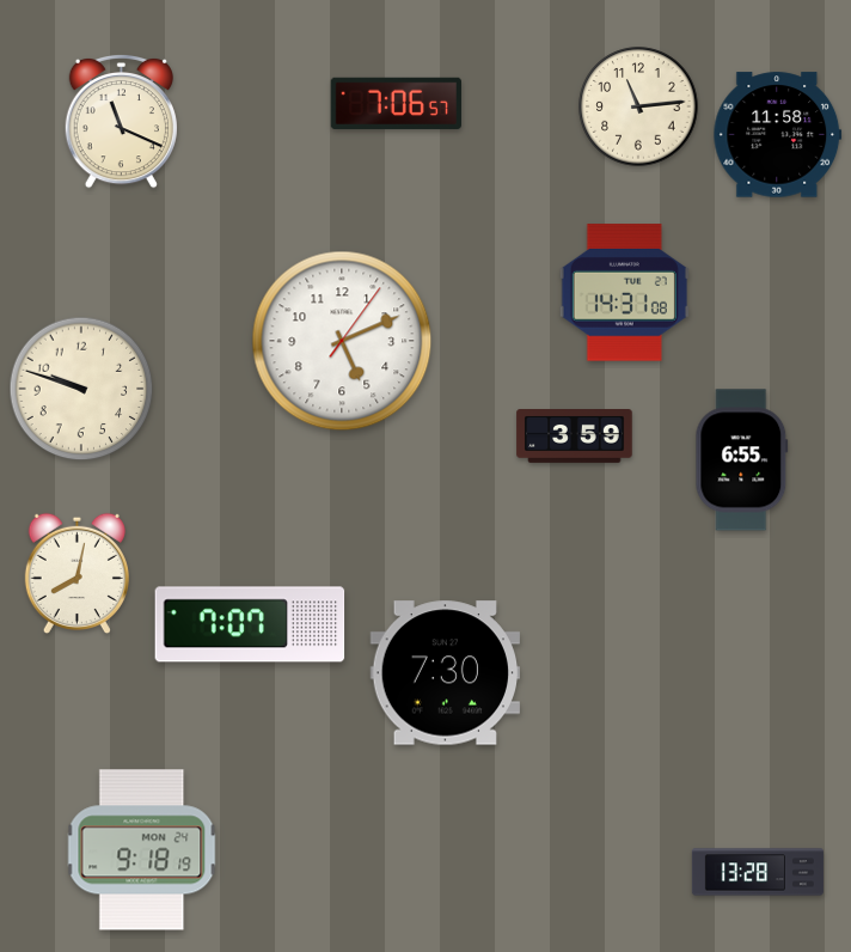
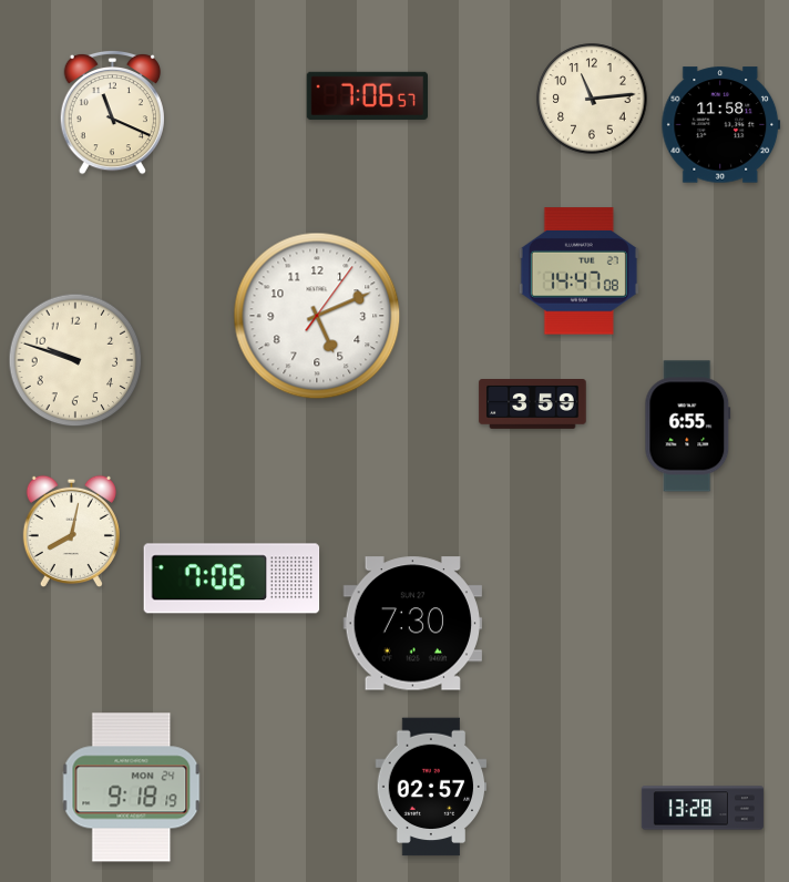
clock at (624, 293): 14:31 -> 14:47
clock at (250, 624): 7:07 -> 7:06
clock at (431, 787): none -> 02:57
